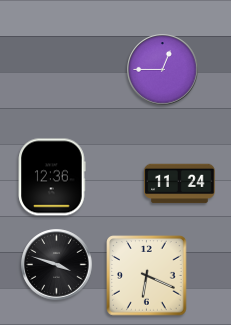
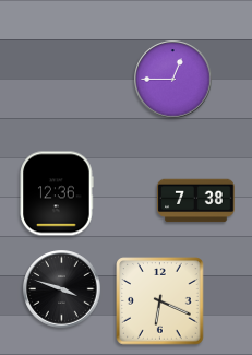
clock at (163, 70) position: (163, 70) -> (173, 80)
clock at (180, 184): 11:24 -> 7:38
